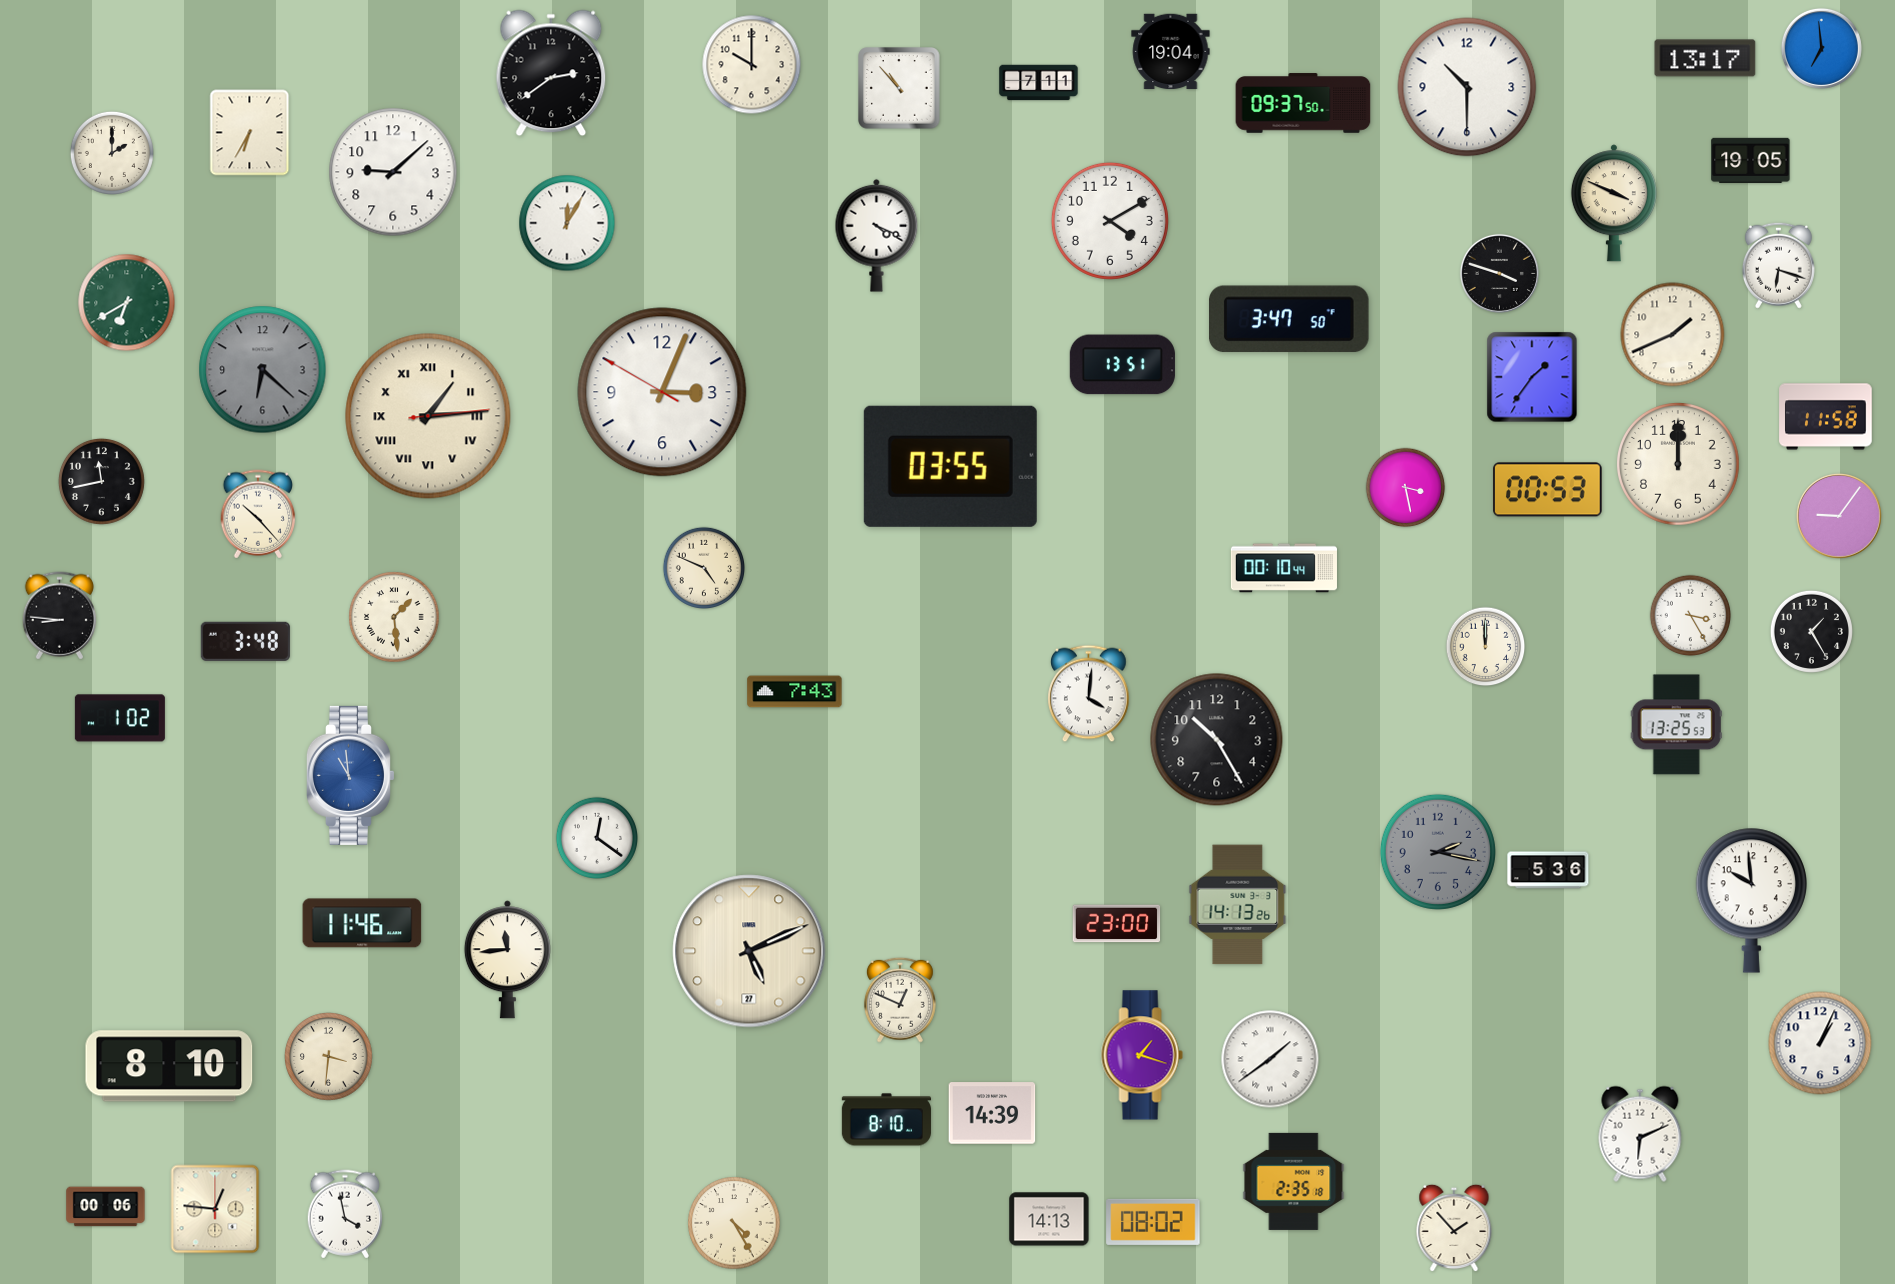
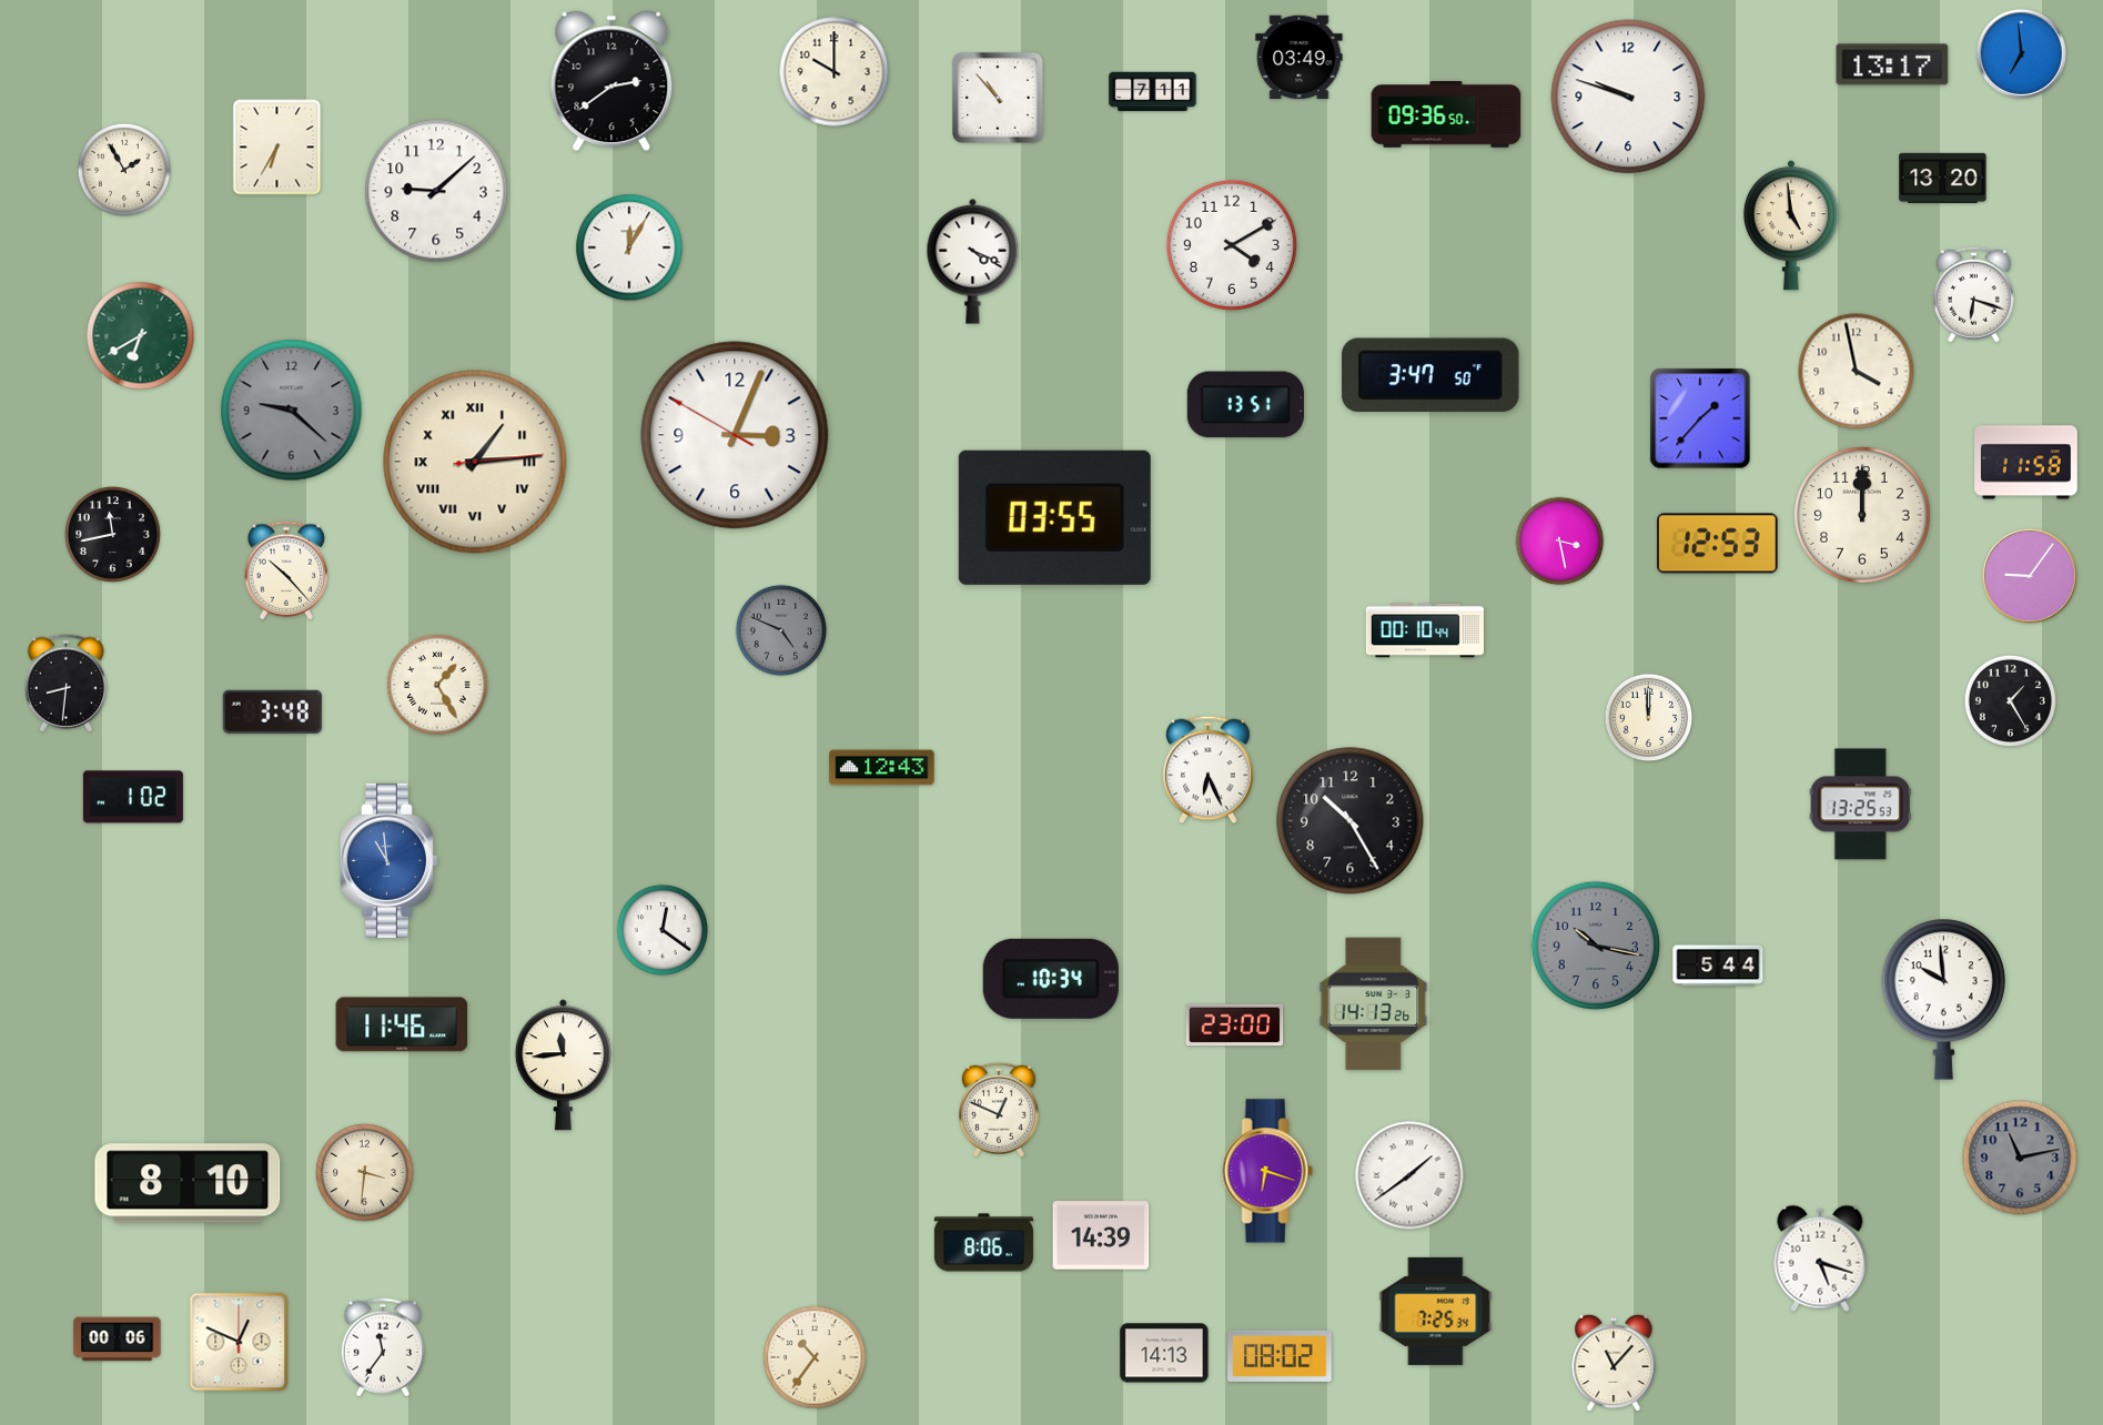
clock at (1171, 52): 19:04 -> 03:49
clock at (1467, 87): 10:30 -> 9:48
clock at (1303, 103): 09:37 -> 09:36
clock at (112, 153): 2:00 -> 1:55
clock at (1751, 160): 19:05 -> 13:20
clock at (1614, 203): 3:49 -> 4:59
clock at (1499, 273): 3:48 -> none
clock at (1290, 319) position: (1290, 319) -> (1432, 375)
clock at (1673, 335): 1:41 -> 3:58
clock at (263, 370): 6:22 -> 9:22
clock at (1532, 377): 1:36 -> 1:37
clock at (1548, 490): 00:53 -> 12:53
clock at (1839, 516) position: (1839, 516) -> (2030, 576)
clock at (703, 567) dial: cream -> grey
clock at (59, 616): 8:46 -> 8:31
clock at (1691, 616): 3:25 -> none
clock at (394, 617): 1:29 -> 1:25
clock at (795, 692): 7:43 -> 12:43
clock at (1089, 694): 4:01 -> 6:26
clock at (1438, 852): 2:17 -> 10:17
clock at (1548, 870): 5:36 -> 5:44
clock at (1051, 979): none -> 10:34
clock at (1117, 924) position: (1117, 924) -> (1235, 1025)
clock at (749, 951): 5:11 -> none
clock at (1820, 1043): 1:04 -> 11:13
clock at (1820, 1043) dial: white -> grey
clock at (1142, 1055): 1:18 -> 6:18
clock at (886, 1120): 8:10 -> 8:06
clock at (1640, 1134): 6:11 -> 5:18
clock at (1294, 1181): 2:35 -> 7:25
clock at (215, 1209): 12:46 -> 12:49
clock at (345, 1214): 3:58 -> 11:36
clock at (734, 1223): 4:25 -> 10:36
clock at (1454, 1228): 1:53 -> 11:07
